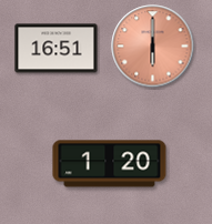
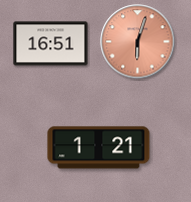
clock at (153, 47): 6:00 -> 6:03
clock at (110, 164): 1:20 -> 1:21
